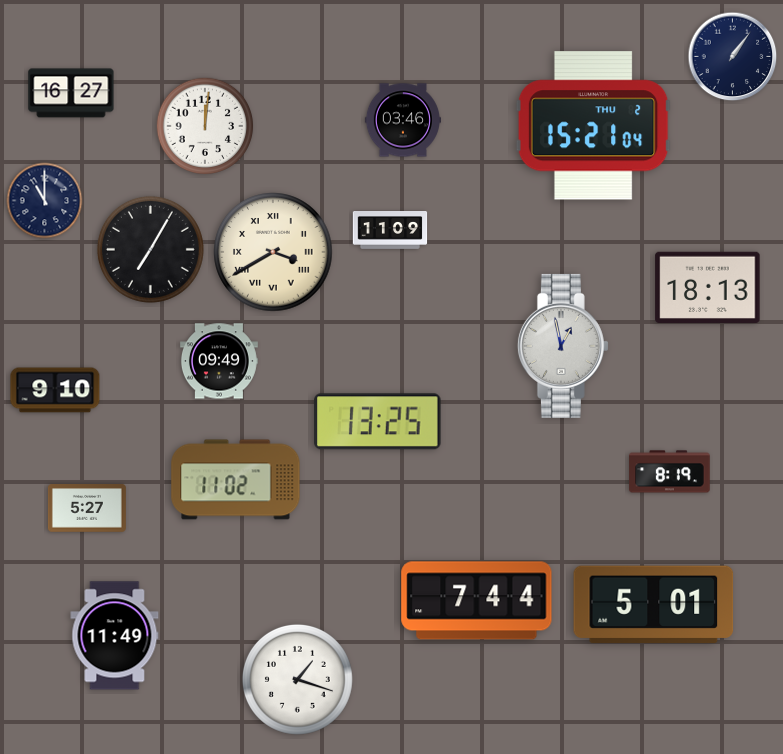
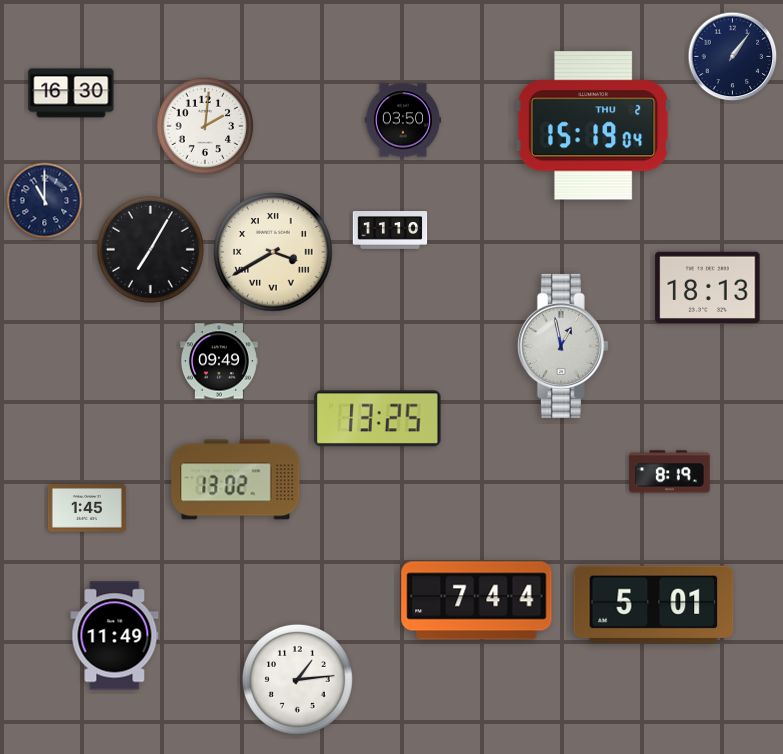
clock at (71, 93): 16:27 -> 16:30
clock at (403, 120): 03:46 -> 03:50
clock at (205, 126): 12:01 -> 2:01
clock at (593, 126): 15:21 -> 15:19
clock at (390, 231): 11:09 -> 11:10
clock at (55, 390): 9:10 -> none
clock at (378, 422) position: (378, 422) -> (378, 419)
clock at (236, 480): 11:02 -> 13:02
clock at (87, 509): 5:27 -> 1:45
clock at (297, 679): 1:18 -> 1:14
